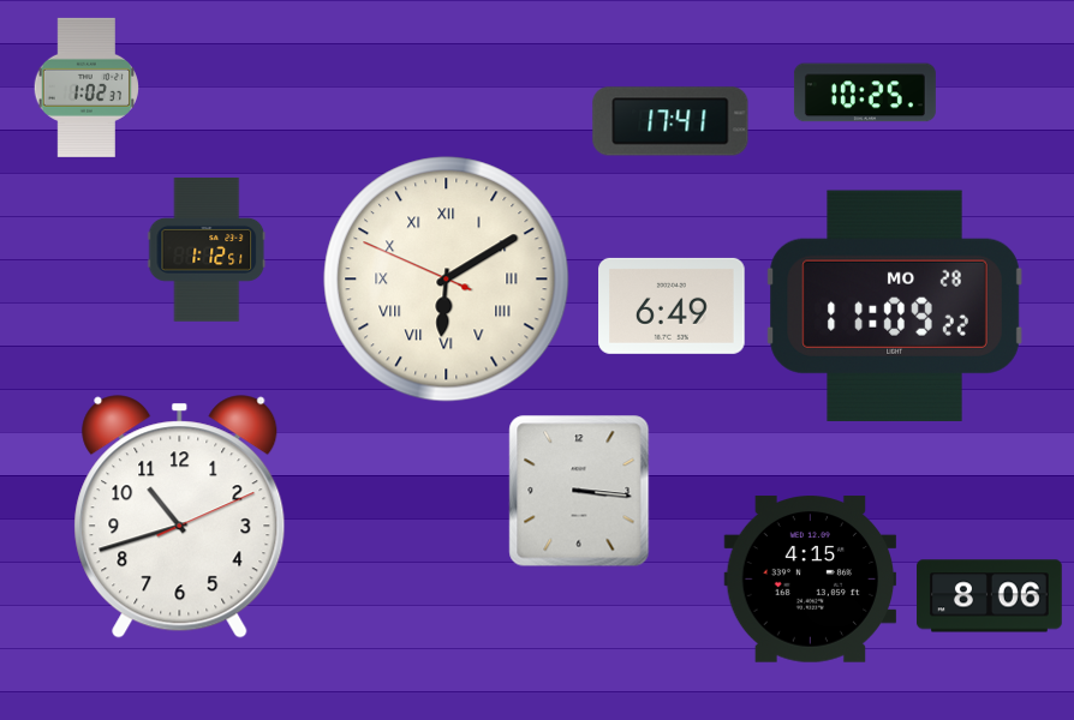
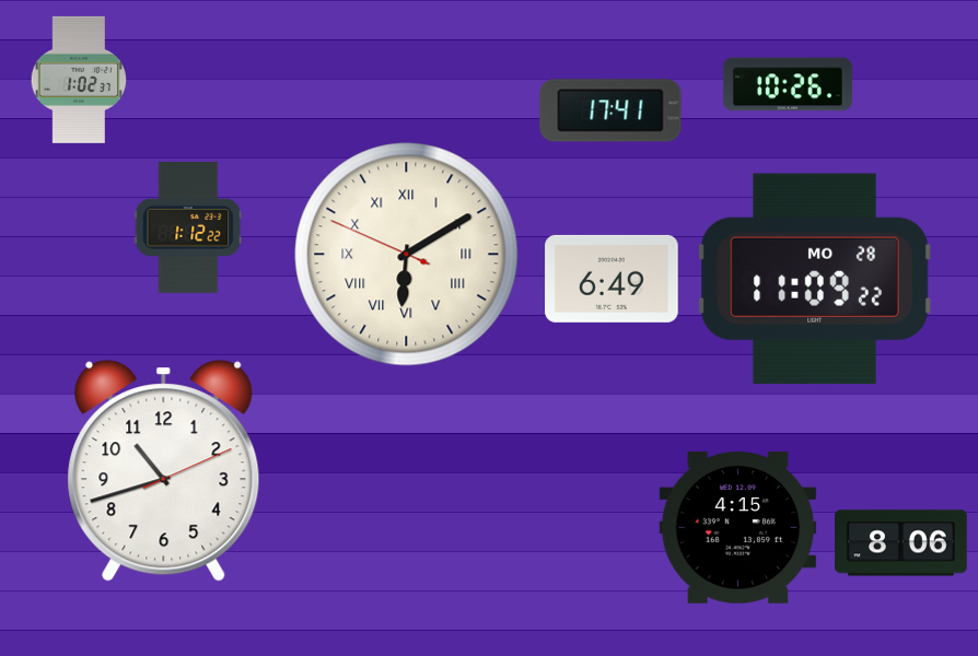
clock at (865, 92): 10:25 -> 10:26
clock at (207, 251): 1:12:51 -> 1:12:22
clock at (579, 491): 3:16 -> none
